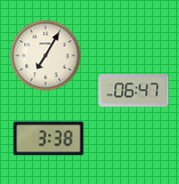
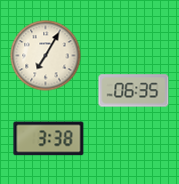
clock at (134, 91): 06:47 -> 06:35
